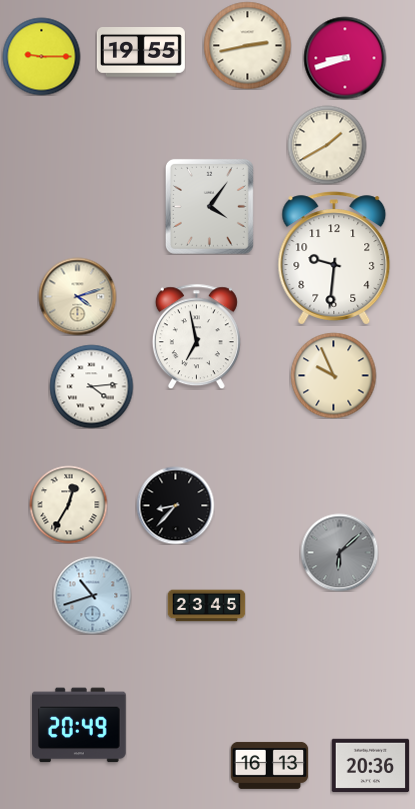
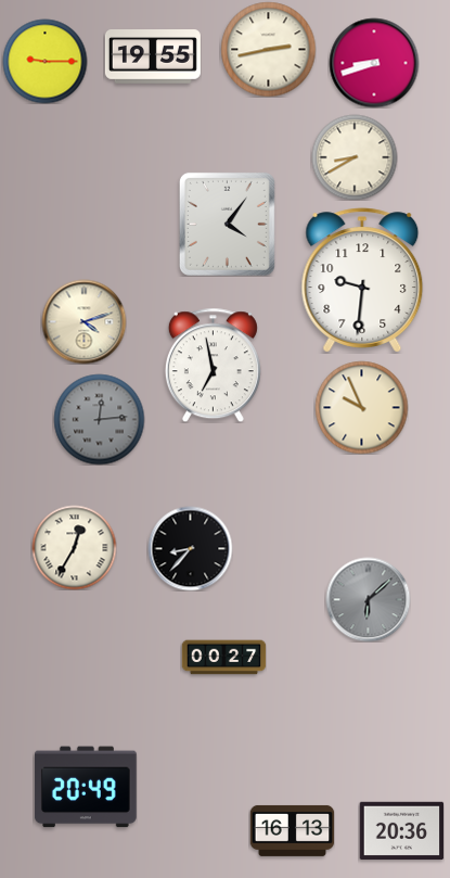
clock at (327, 145): 1:40 -> 8:40
clock at (91, 386): 4:14 -> 12:14
clock at (91, 386) dial: white -> grey
clock at (92, 595): 10:42 -> none
clock at (206, 606): 23:45 -> 00:27
